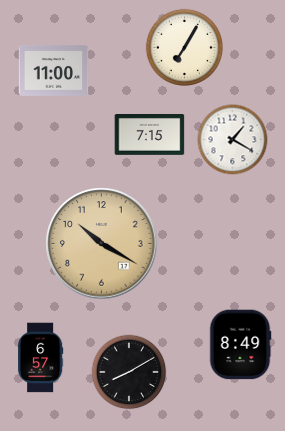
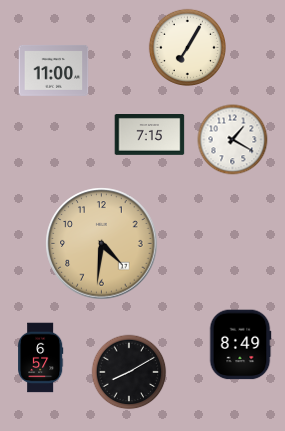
clock at (184, 47) position: (184, 47) -> (187, 47)
clock at (102, 244): 10:20 -> 4:31
